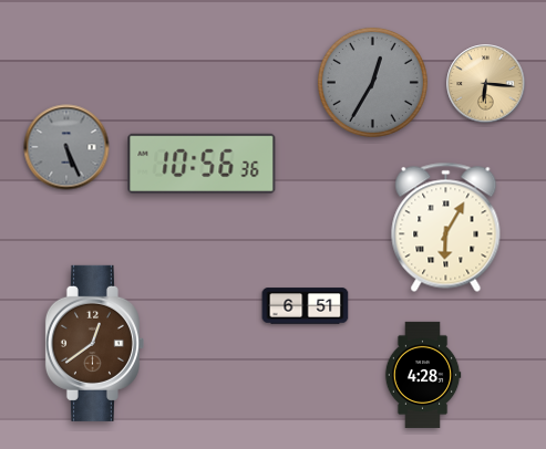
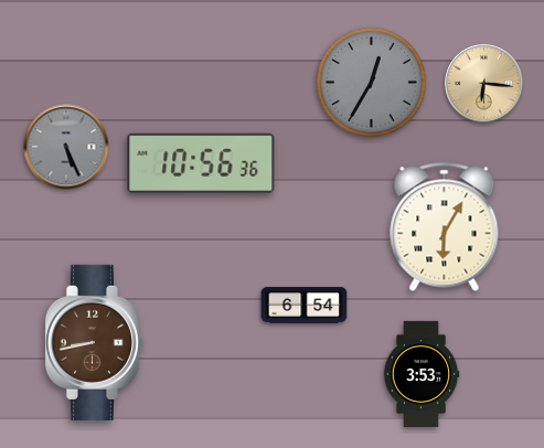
clock at (306, 306): 6:51 -> 6:54
clock at (94, 343): 12:39 -> 8:43
clock at (423, 375): 4:28 -> 3:53
